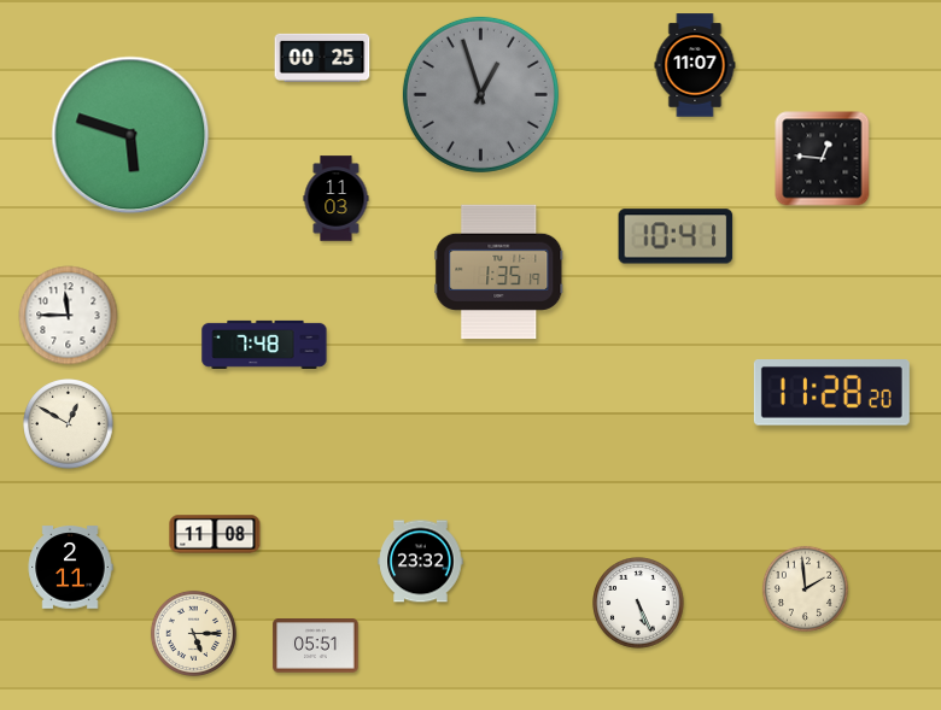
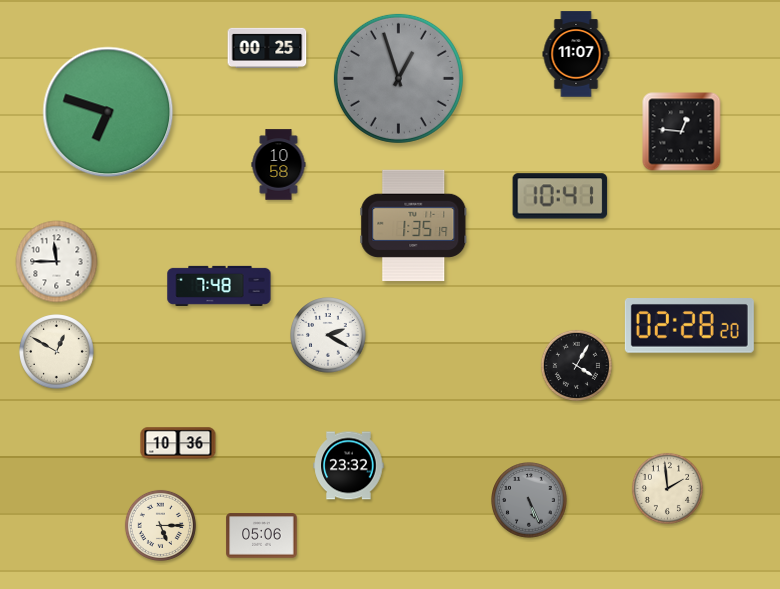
clock at (130, 135): 5:48 -> 6:48
clock at (337, 199): 11:03 -> 10:58
clock at (831, 393): 11:28 -> 02:28
clock at (328, 335): none -> 2:20
clock at (576, 365): none -> 4:05
clock at (215, 534): 11:08 -> 10:36
clock at (70, 568): 2:11 -> none
clock at (638, 603) dial: white -> grey
clock at (316, 646): 05:51 -> 05:06
